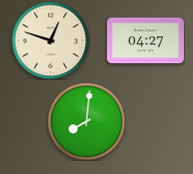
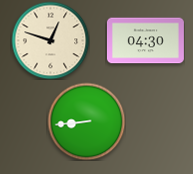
clock at (145, 41): 04:27 -> 04:30
clock at (86, 121): 8:01 -> 8:44
